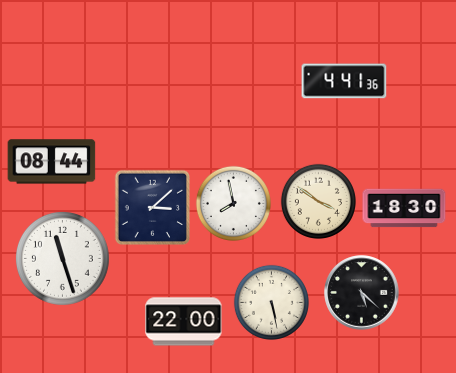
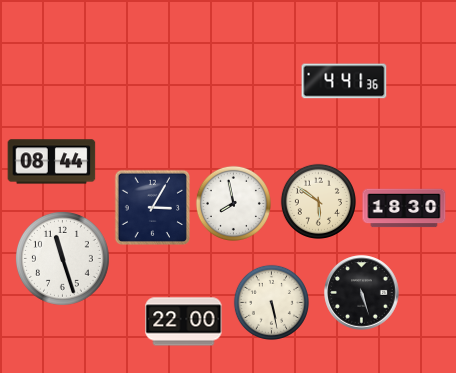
clock at (318, 201): 3:51 -> 5:51
clock at (152, 207): 3:08 -> 3:05
clock at (362, 293): 5:22 -> 5:27
